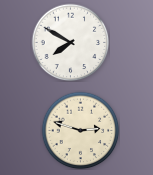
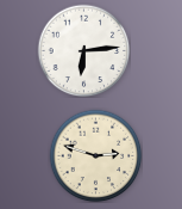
clock at (70, 42): 7:50 -> 6:14
